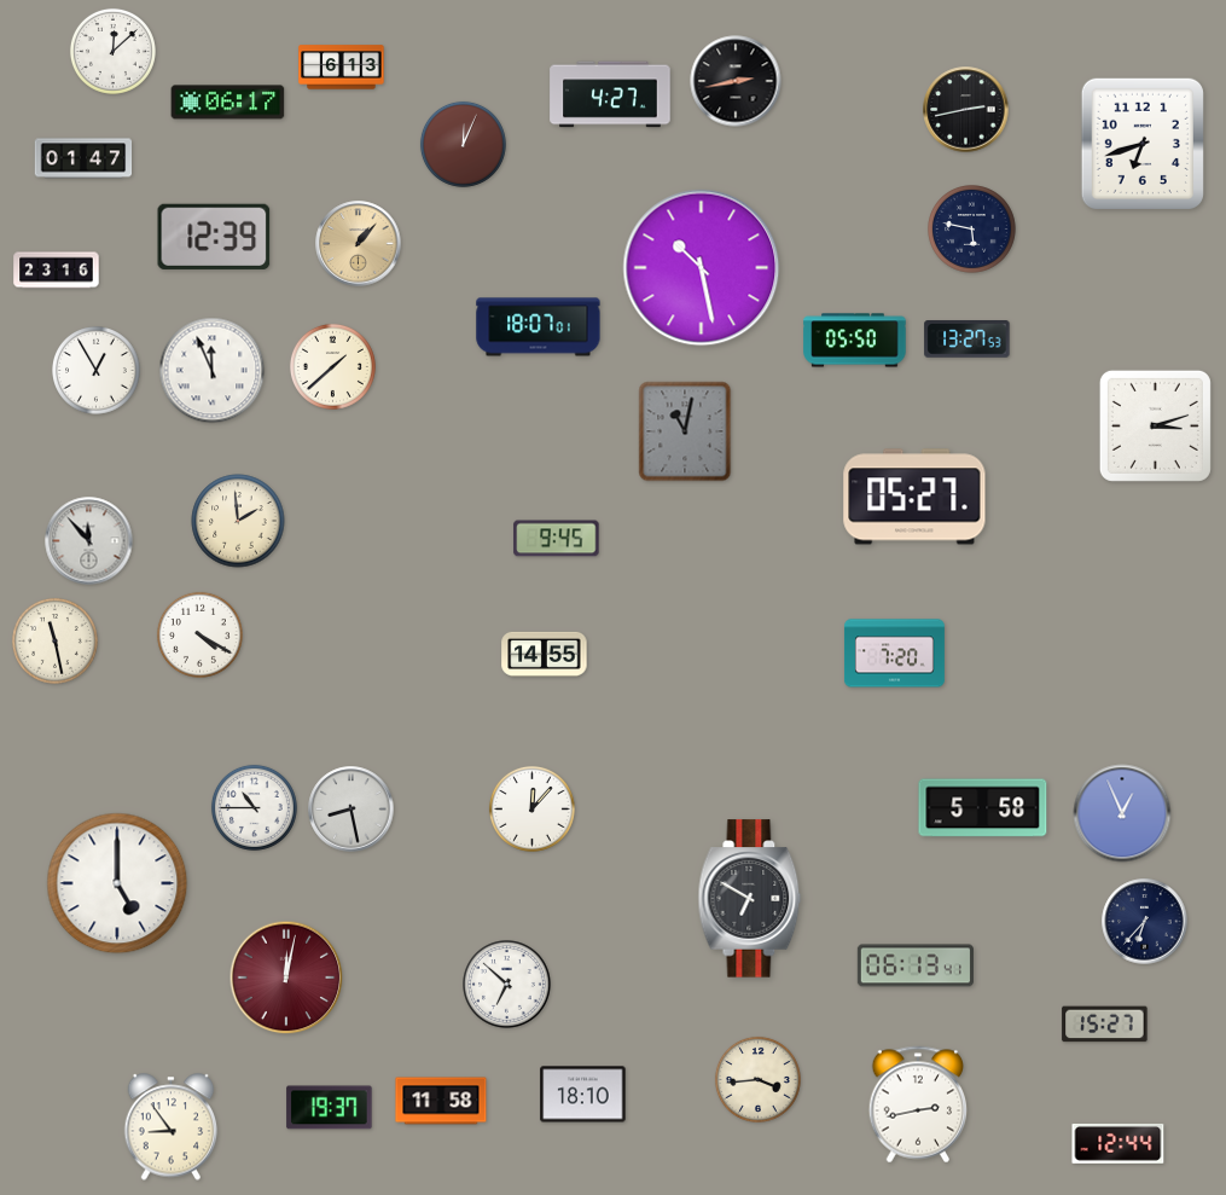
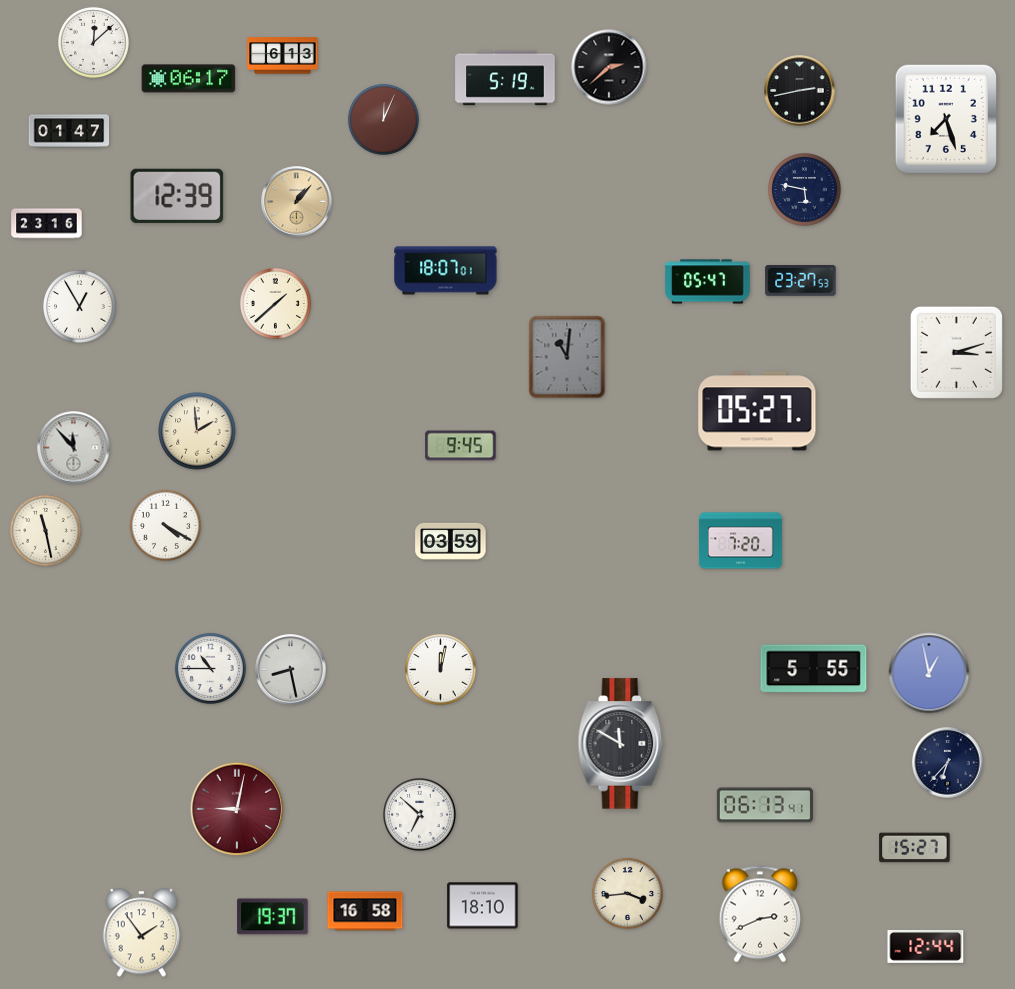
clock at (736, 81): 2:43 -> 2:38
clock at (610, 94): 4:27 -> 5:19
clock at (228, 103) position: (228, 103) -> (189, 79)
clock at (1143, 144): 6:42 -> 7:27
clock at (702, 268): 10:28 -> none
clock at (968, 340): 13:27 -> 23:27
clock at (855, 341): 05:50 -> 05:47
clock at (213, 371): 11:56 -> none
clock at (685, 431): 11:02 -> 11:01
clock at (545, 654): 14:55 -> 03:59
clock at (531, 808): 12:07 -> 12:02
clock at (983, 808): 5:58 -> 5:55
clock at (1122, 813): 12:56 -> 12:58
clock at (117, 883): 5:00 -> none
clock at (750, 899): 6:50 -> 11:50
clock at (916, 965) position: (916, 965) -> (765, 805)
clock at (286, 978): 12:02 -> 9:02
clock at (441, 1101): 11:58 -> 16:58
clock at (918, 1104): 2:43 -> 2:41
clock at (172, 1127): 8:54 -> 1:54
